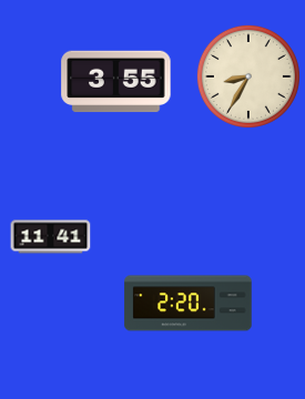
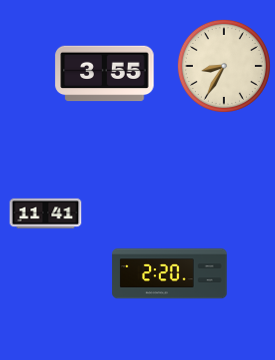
clock at (248, 76) position: (248, 76) -> (224, 66)
